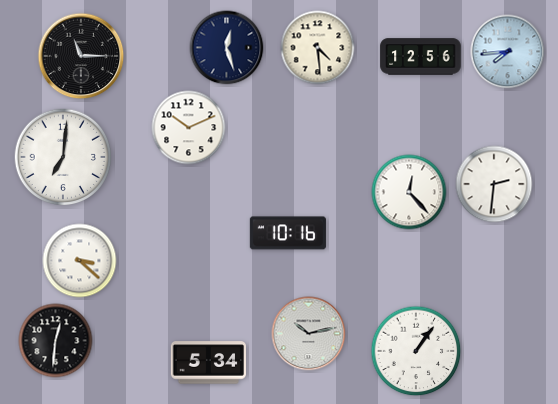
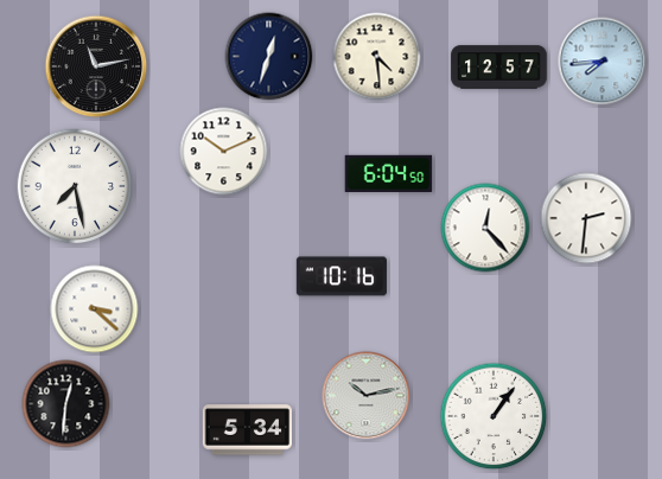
clock at (227, 48): 12:27 -> 12:33
clock at (81, 56): 11:15 -> 11:13
clock at (421, 57): 12:56 -> 12:57
clock at (389, 173): none -> 6:04
clock at (63, 157): 7:01 -> 7:28
